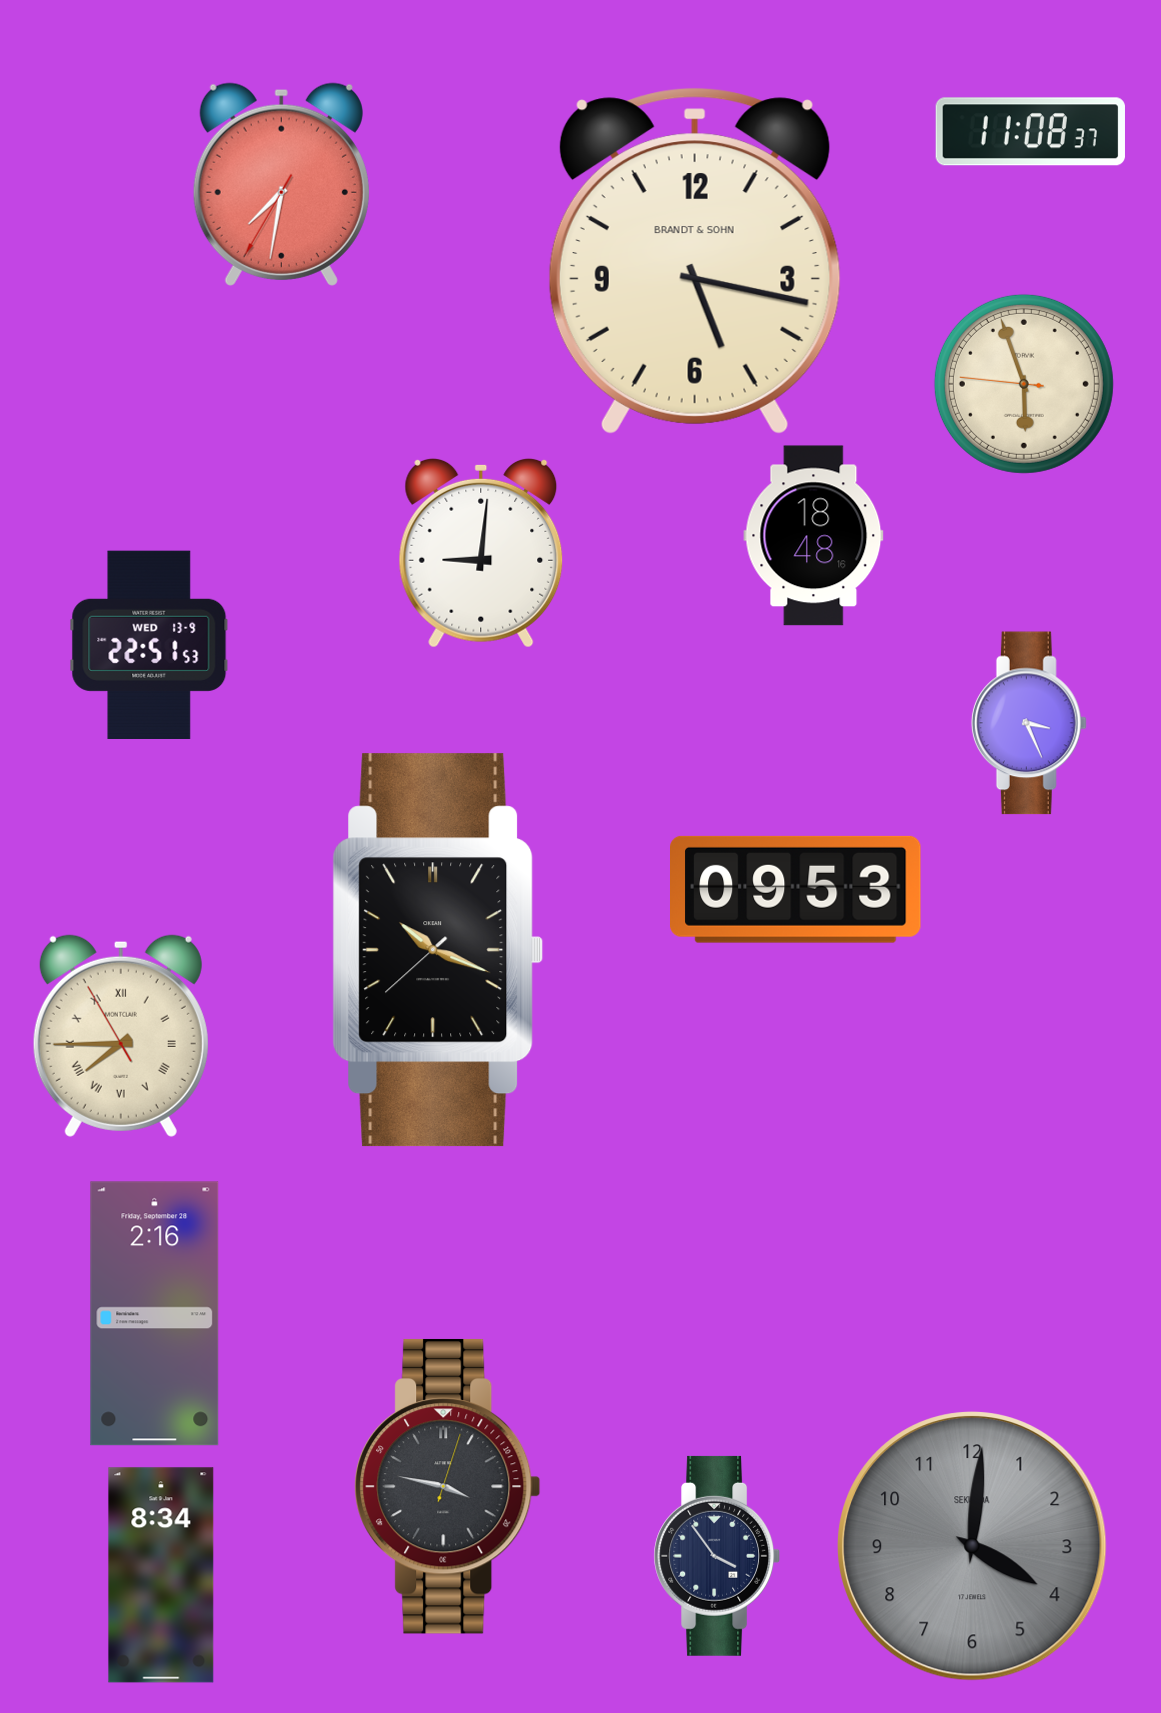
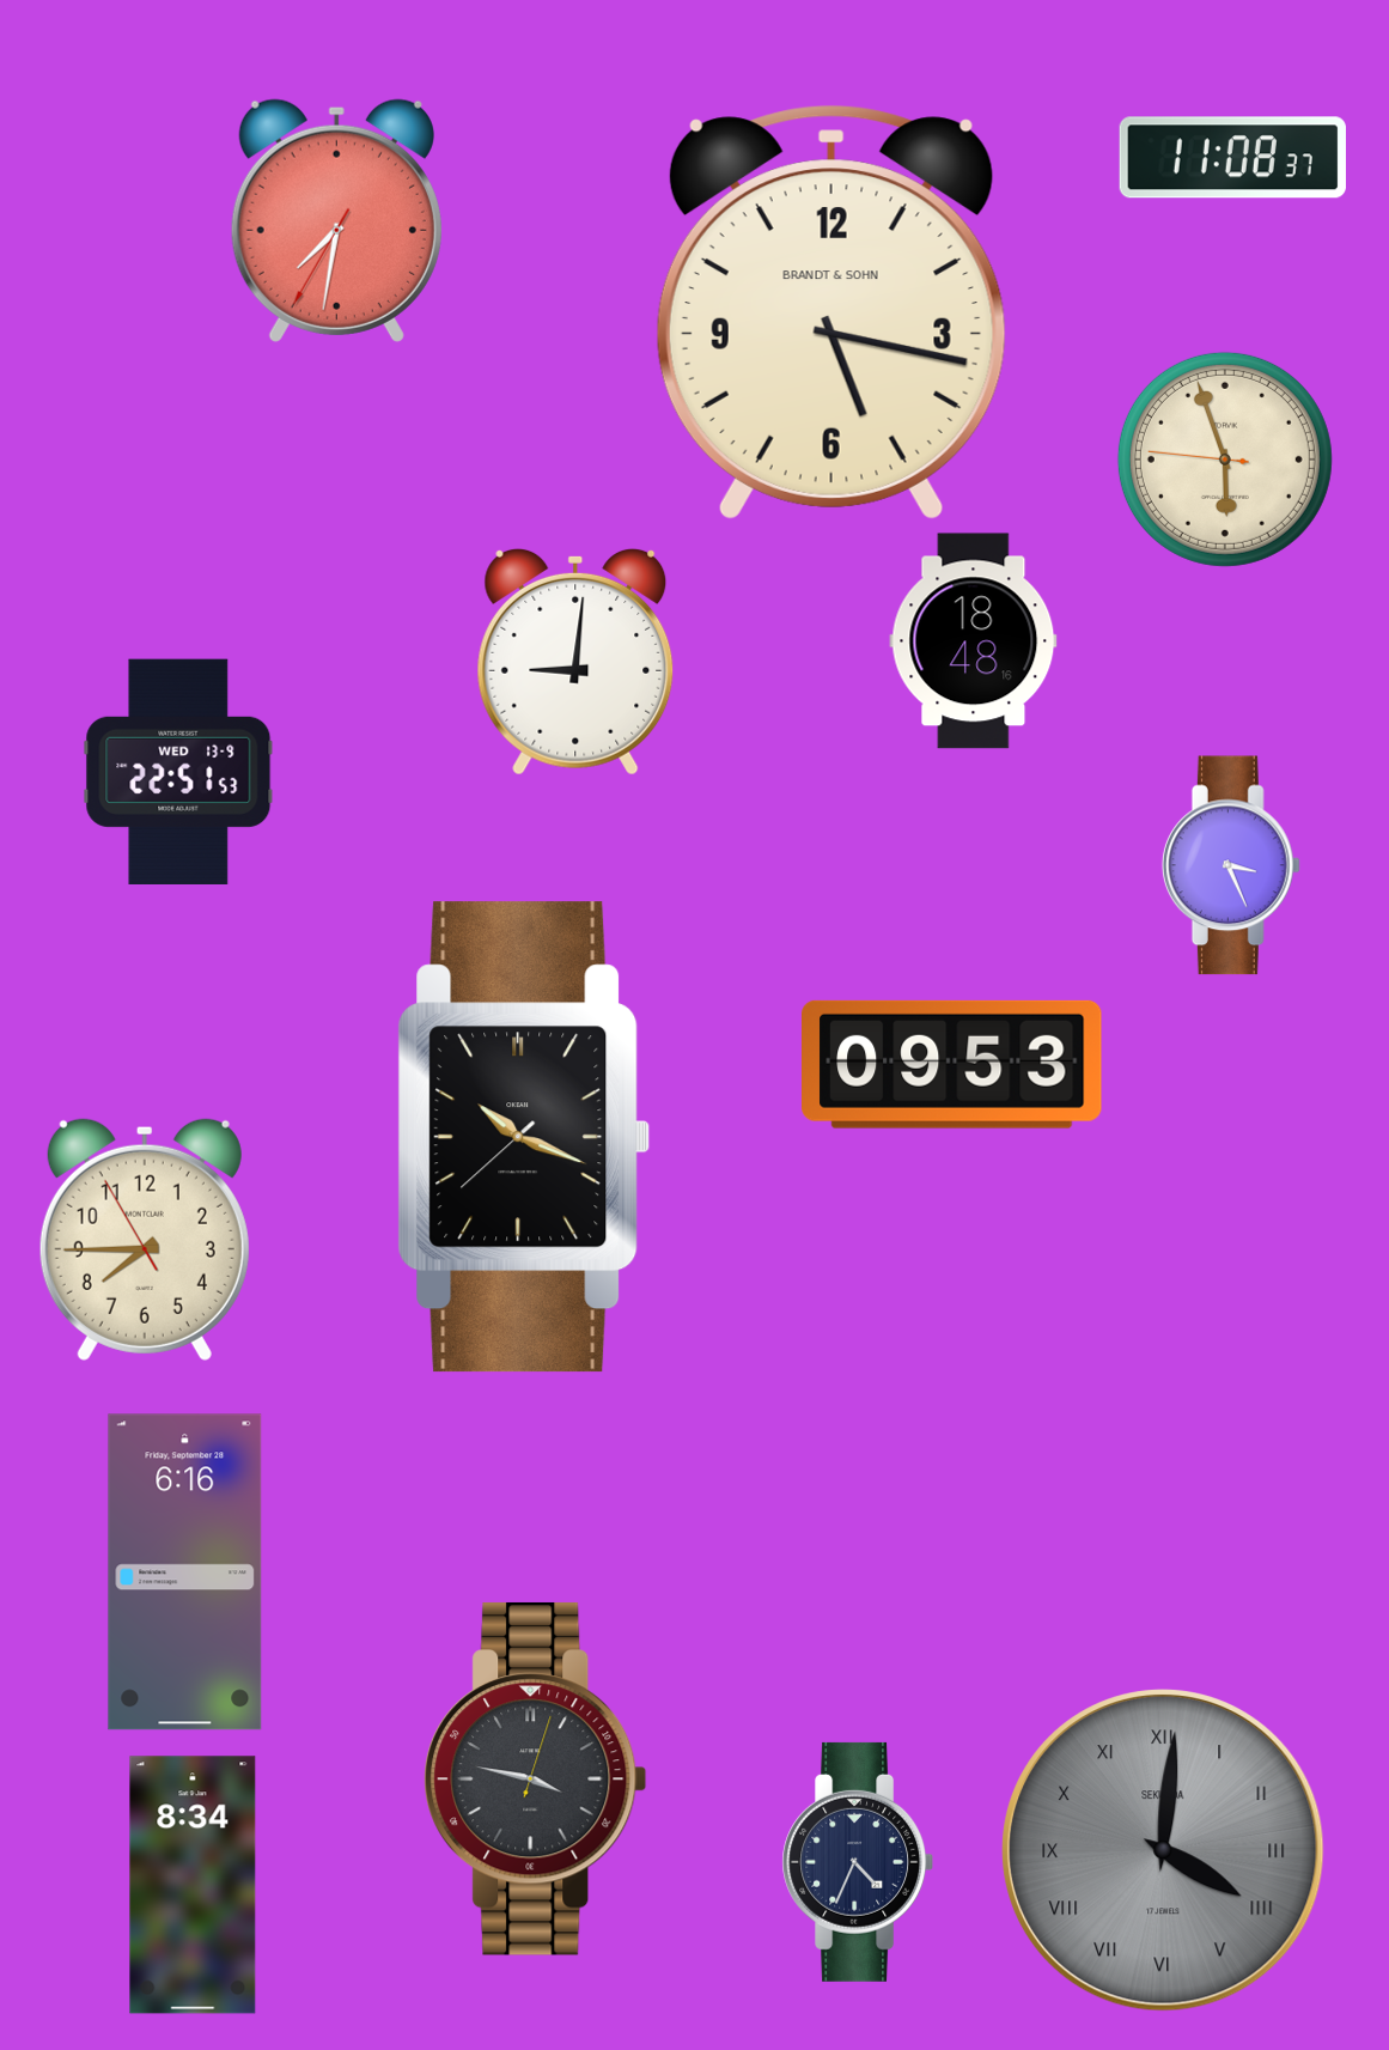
clock at (121, 1036) numerals: Roman -> Arabic
clock at (155, 1314): 2:16 -> 6:16
clock at (972, 1546) numerals: Arabic -> Roman
clock at (716, 1556): 3:54 -> 4:34
